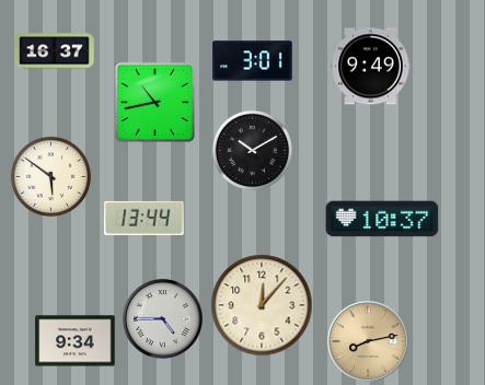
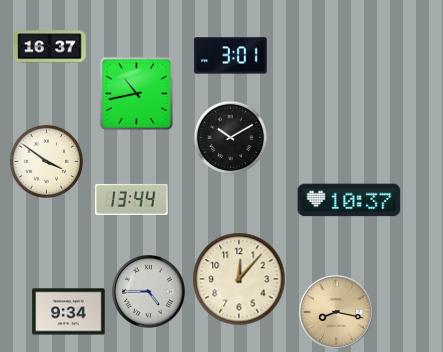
clock at (371, 67): 9:49 -> none
clock at (155, 103) position: (155, 103) -> (137, 94)
clock at (50, 176): 5:51 -> 3:51
clock at (368, 341): 8:13 -> 8:17
